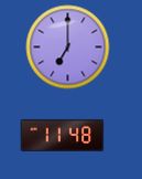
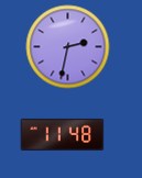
clock at (68, 48): 7:00 -> 2:32
